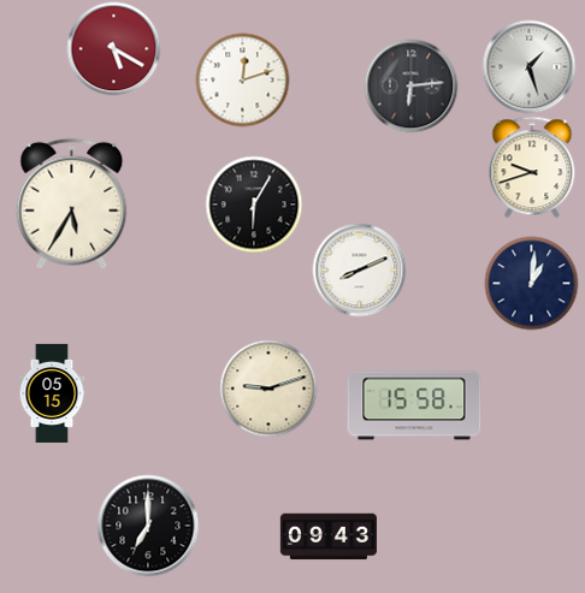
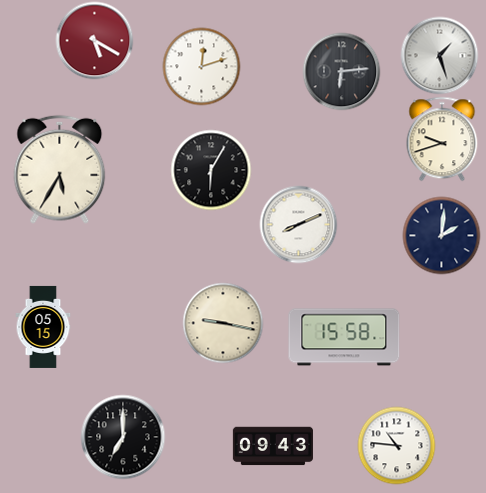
clock at (531, 283): 1:01 -> 2:01
clock at (268, 389): 9:12 -> 9:17
clock at (396, 445): none -> 10:46
